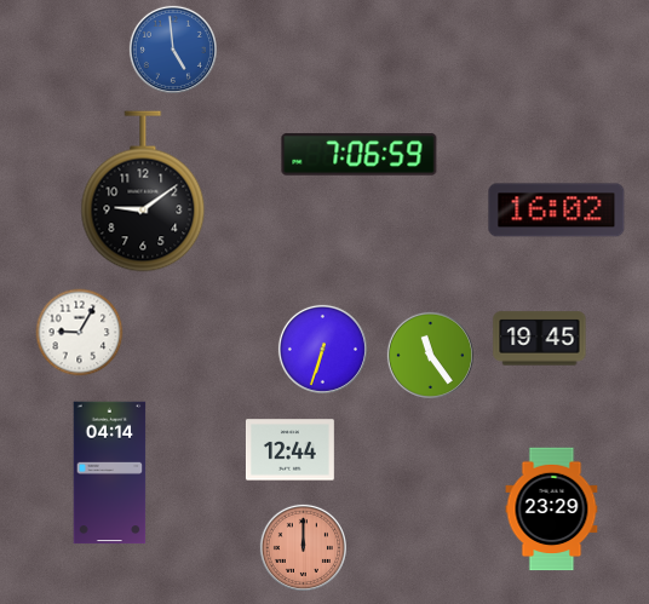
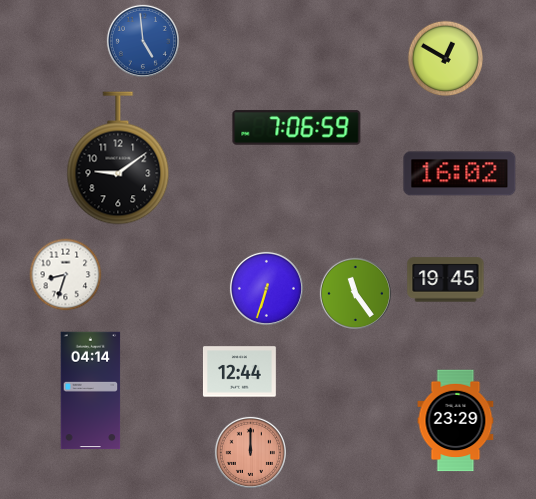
clock at (446, 59): none -> 12:50
clock at (80, 333): 9:05 -> 8:33
